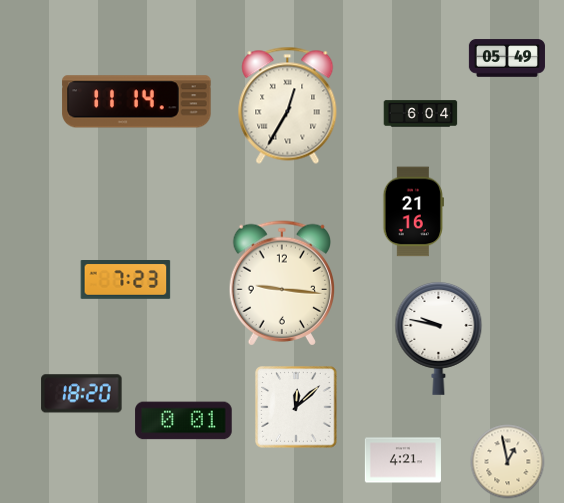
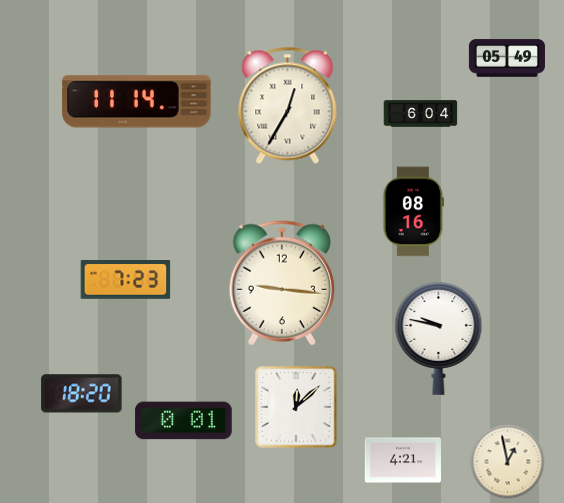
clock at (413, 212): 21:16 -> 08:16
